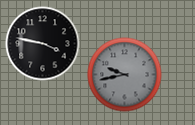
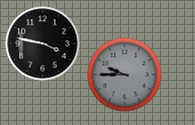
clock at (125, 75): 9:43 -> 9:45
